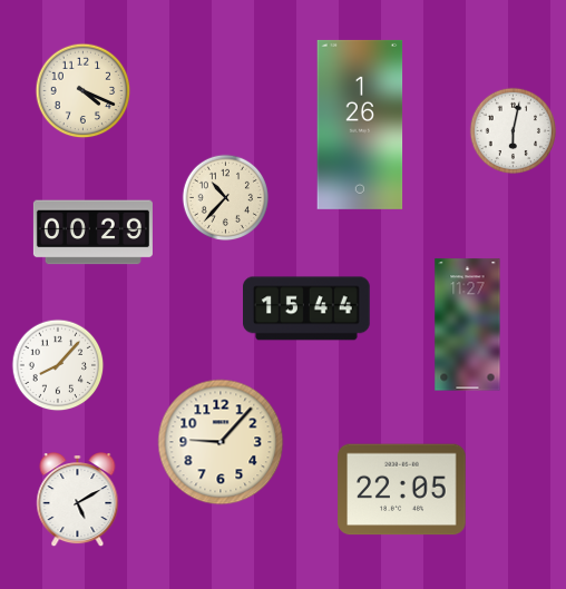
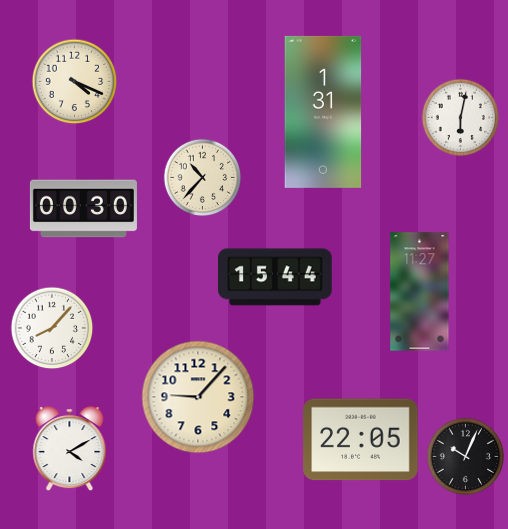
clock at (360, 125): 1:26 -> 1:31
clock at (92, 233): 00:29 -> 00:30
clock at (78, 500): 5:10 -> 4:10
clock at (465, 456): none -> 10:04
